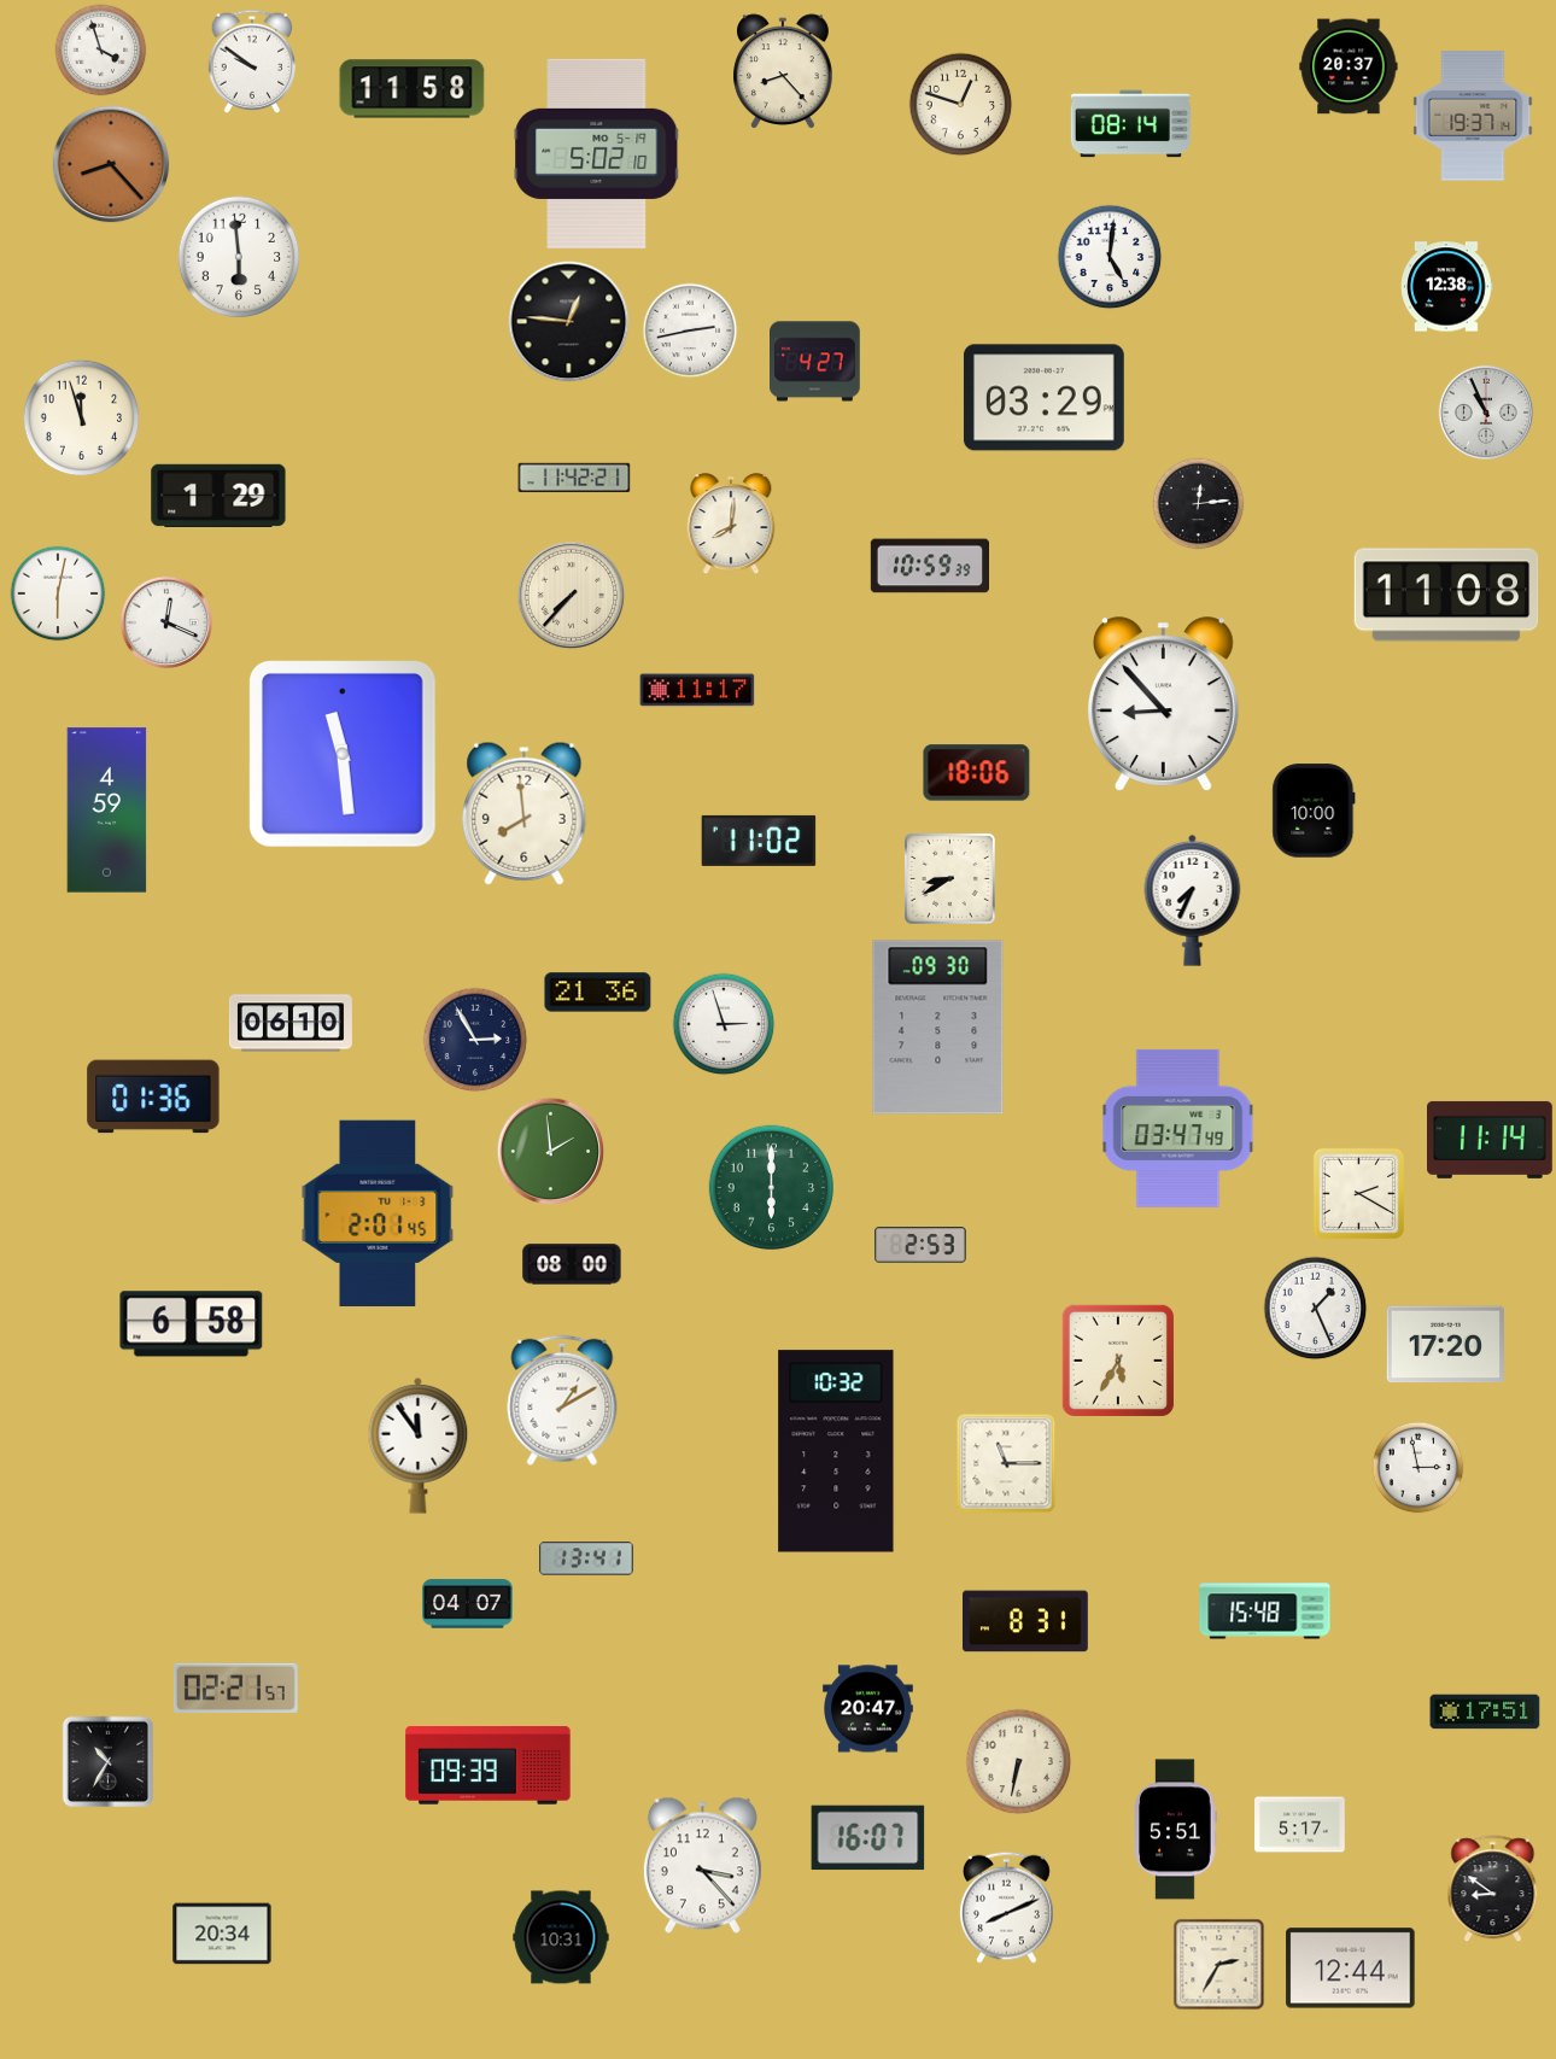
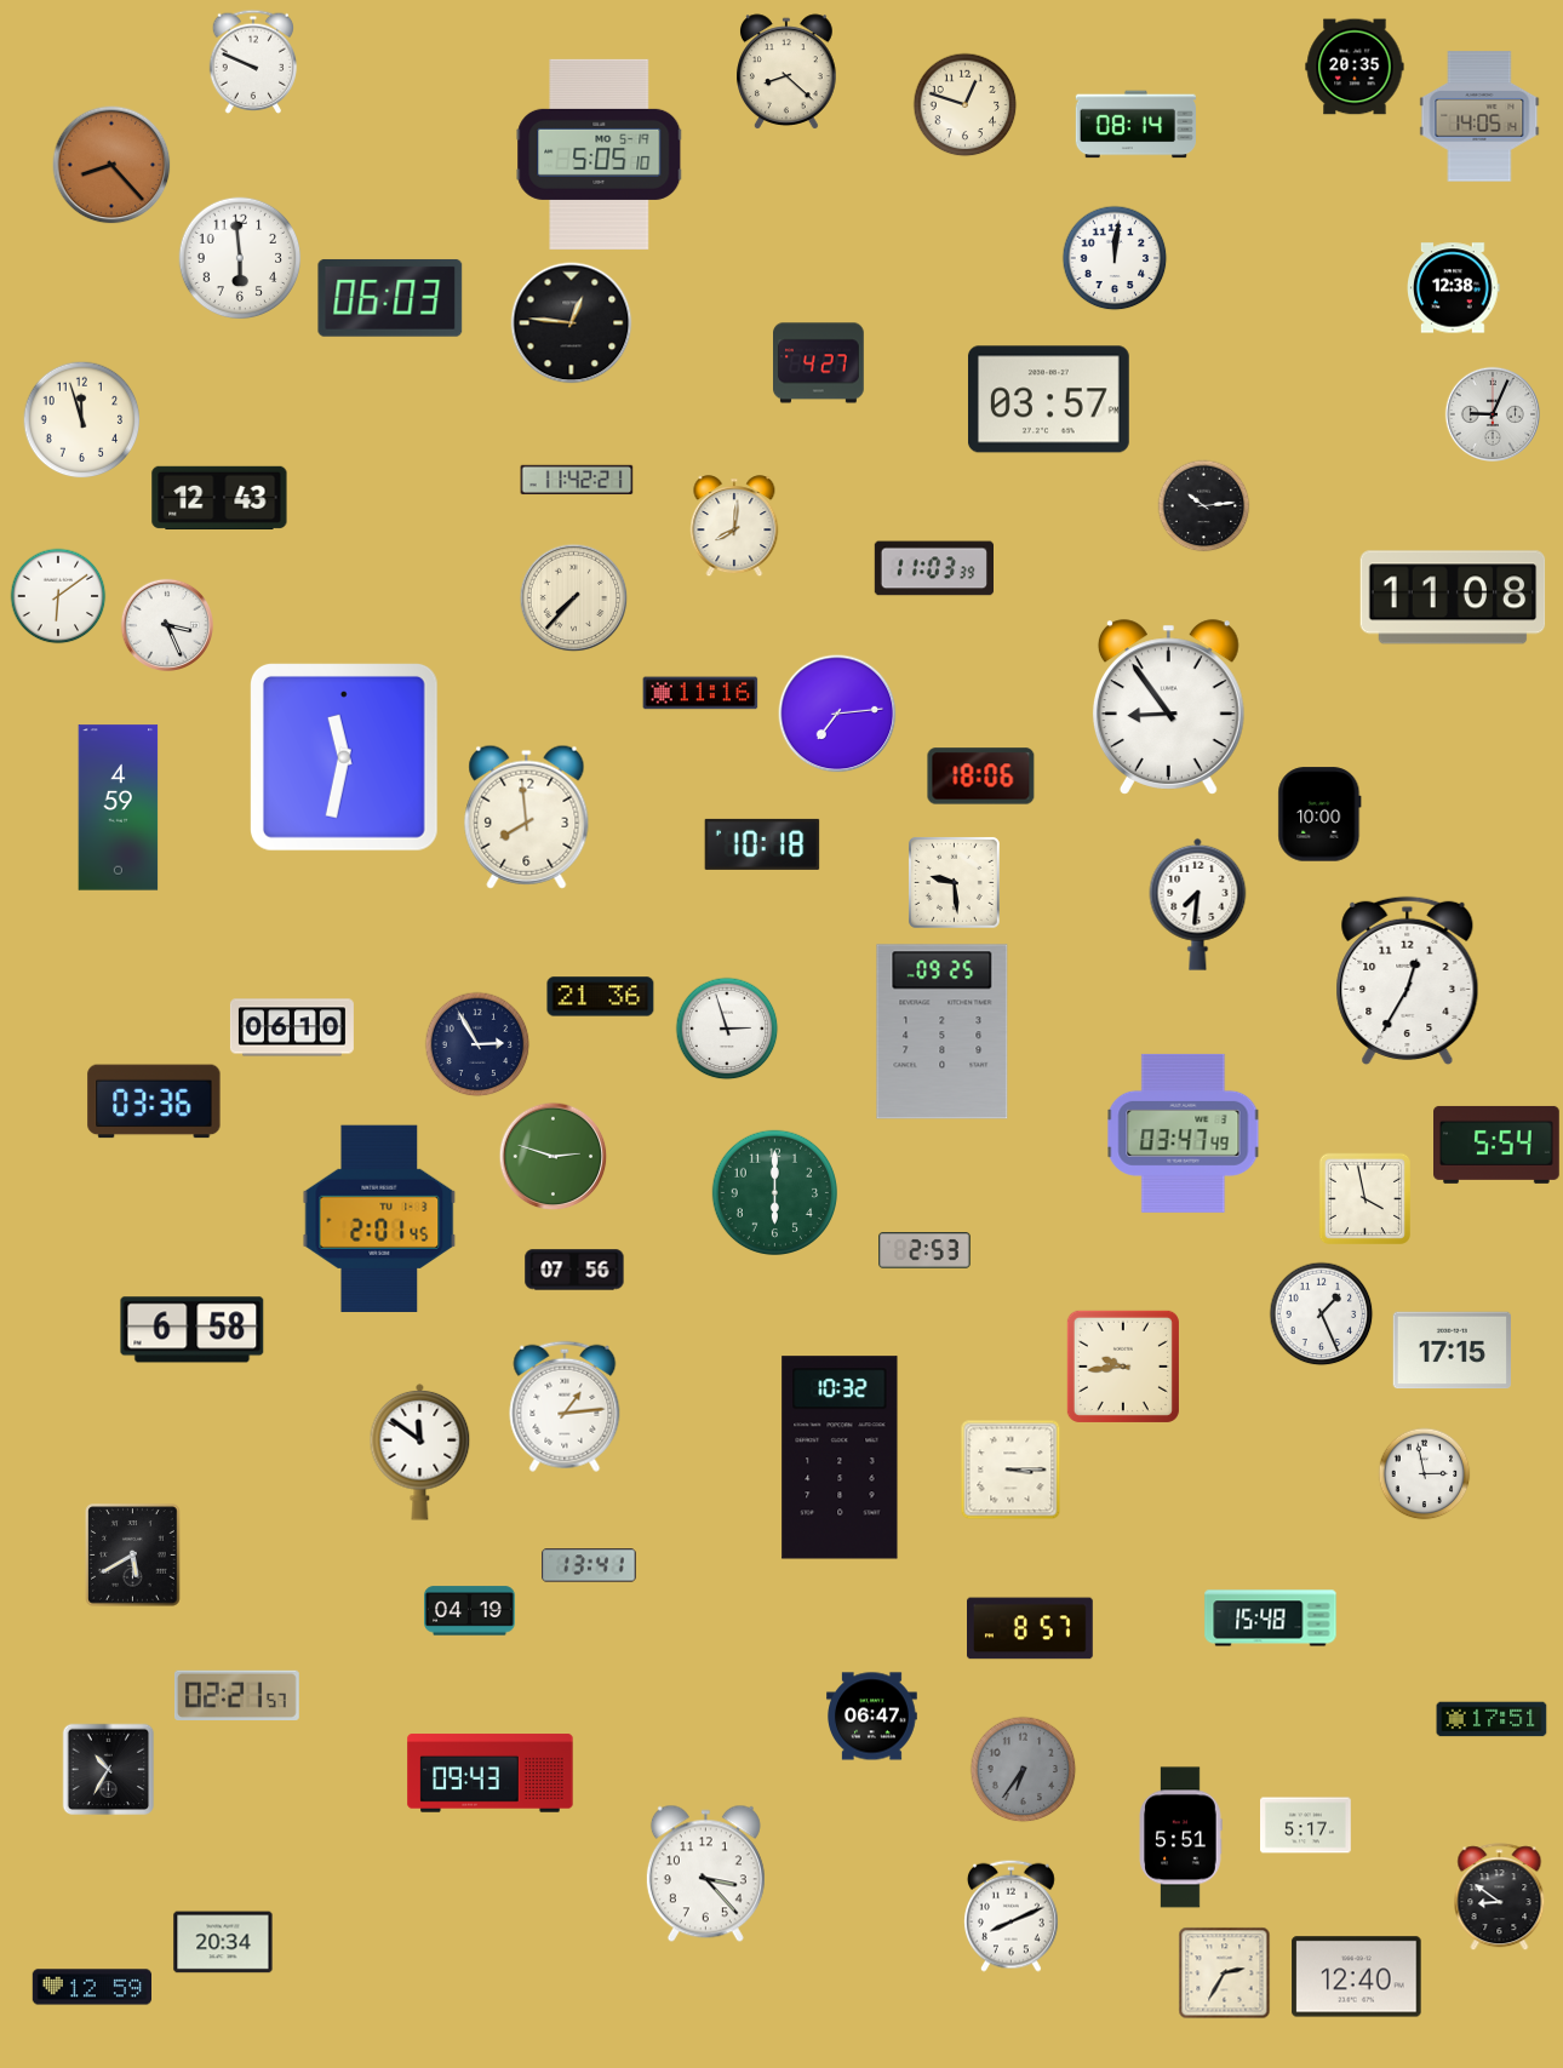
clock at (101, 51): 3:57 -> none
clock at (252, 62): 9:51 -> 9:49
clock at (1349, 66): 20:37 -> 20:35
clock at (784, 71): 8:23 -> 8:22
clock at (413, 89): 11:58 -> none
clock at (1473, 116): 19:37 -> 14:05
clock at (597, 153): 5:02 -> 5:05
clock at (1110, 257): 5:01 -> 12:01
clock at (390, 298): none -> 06:03
clock at (690, 331): 2:43 -> none
clock at (1043, 398): 03:29 -> 03:57
clock at (1485, 411): 10:56 -> 9:04
clock at (218, 495): 1:29 -> 12:43
clock at (1199, 504): 12:14 -> 10:14
clock at (929, 566): 10:59 -> 11:03
clock at (58, 593): 6:02 -> 6:09
clock at (165, 621): 12:19 -> 3:26
clock at (697, 690): 11:17 -> 11:16
clock at (1163, 704): 8:53 -> 8:54
clock at (837, 714): none -> 7:14
clock at (343, 754): 11:29 -> 11:32
clock at (107, 811) position: (107, 811) -> (119, 808)
clock at (759, 841): 11:02 -> 10:18
clock at (949, 878): 8:40 -> 9:29
clock at (1193, 900): 7:34 -> 7:31
clock at (1408, 980): none -> 12:35
clock at (938, 1028): 09:30 -> 09:25
clock at (153, 1096): 01:36 -> 03:36
clock at (1491, 1140): 11:14 -> 5:54
clock at (551, 1152): 1:59 -> 2:48
clock at (1358, 1193): 2:20 -> 3:58
clock at (572, 1264): 08:00 -> 07:56
clock at (1445, 1345): 17:20 -> 17:15
clock at (1118, 1361): 5:35 -> 9:44
clock at (562, 1400): 1:10 -> 1:14
clock at (419, 1445): 11:54 -> 11:51
clock at (1006, 1463): 11:15 -> 3:15
clock at (133, 1556): none -> 5:40
clock at (468, 1604): 04:07 -> 04:19
clock at (1026, 1621): 8:31 -> 8:57
clock at (868, 1709): 20:47 -> 06:47
clock at (1019, 1762): 6:32 -> 6:36
clock at (1019, 1762) dial: cream -> grey
clock at (489, 1766): 09:39 -> 09:43
clock at (1300, 1825) position: (1300, 1825) -> (1306, 1826)
clock at (868, 1838): 16:07 -> none
clock at (561, 1937): 10:31 -> none
clock at (1351, 1969): 12:44 -> 12:40
clock at (91, 1987): none -> 12:59
